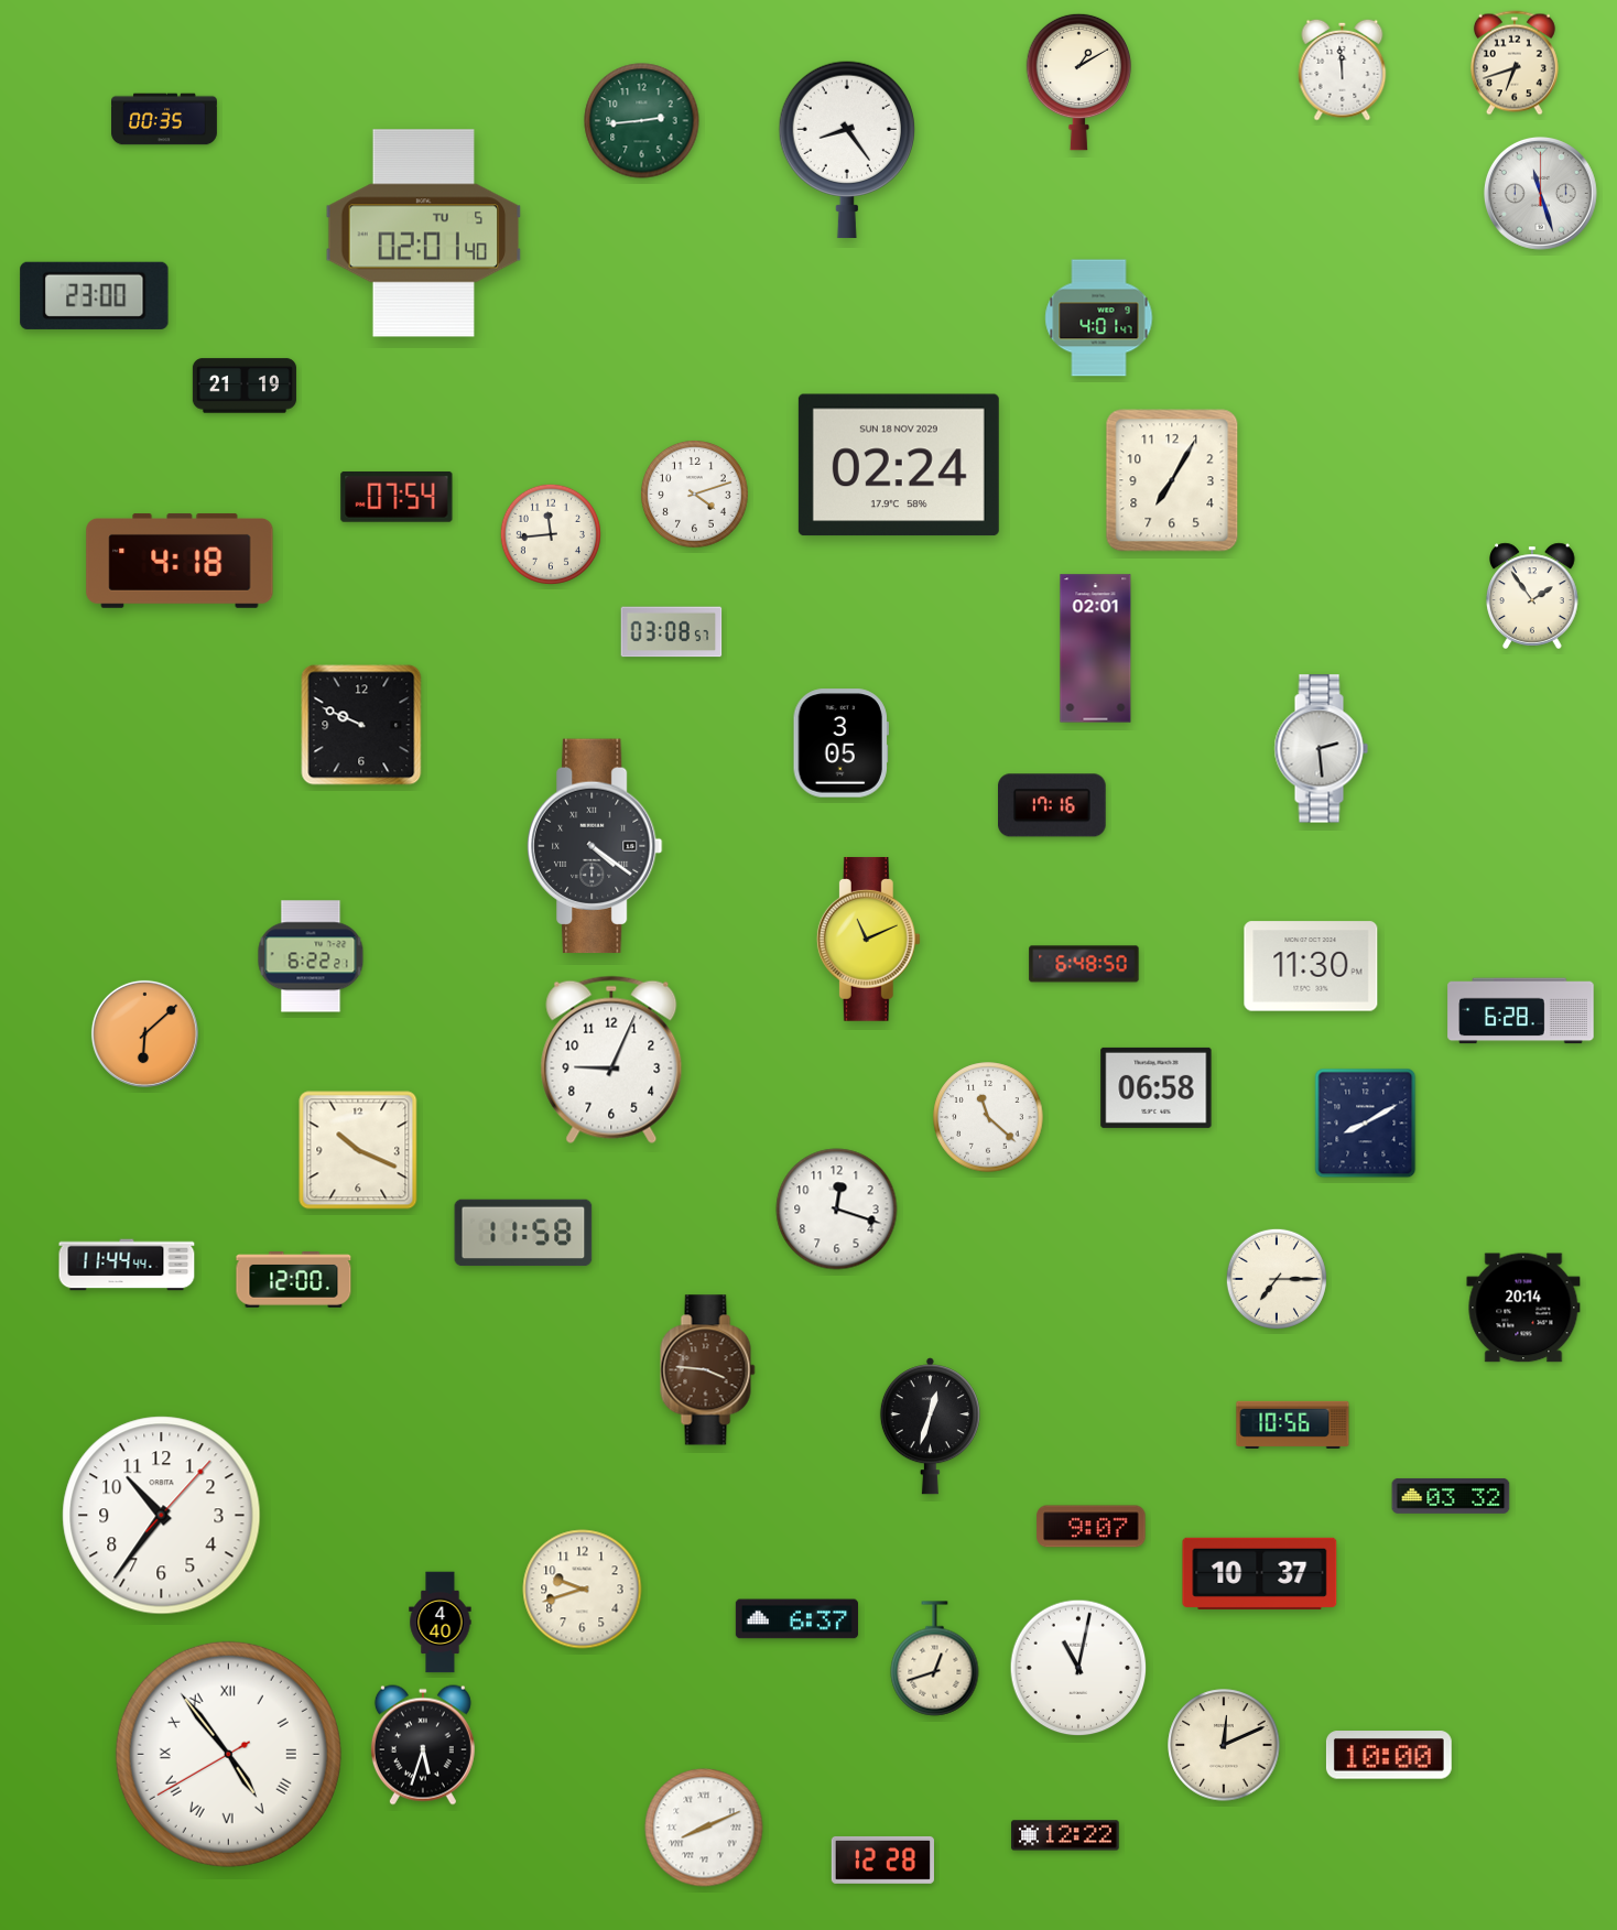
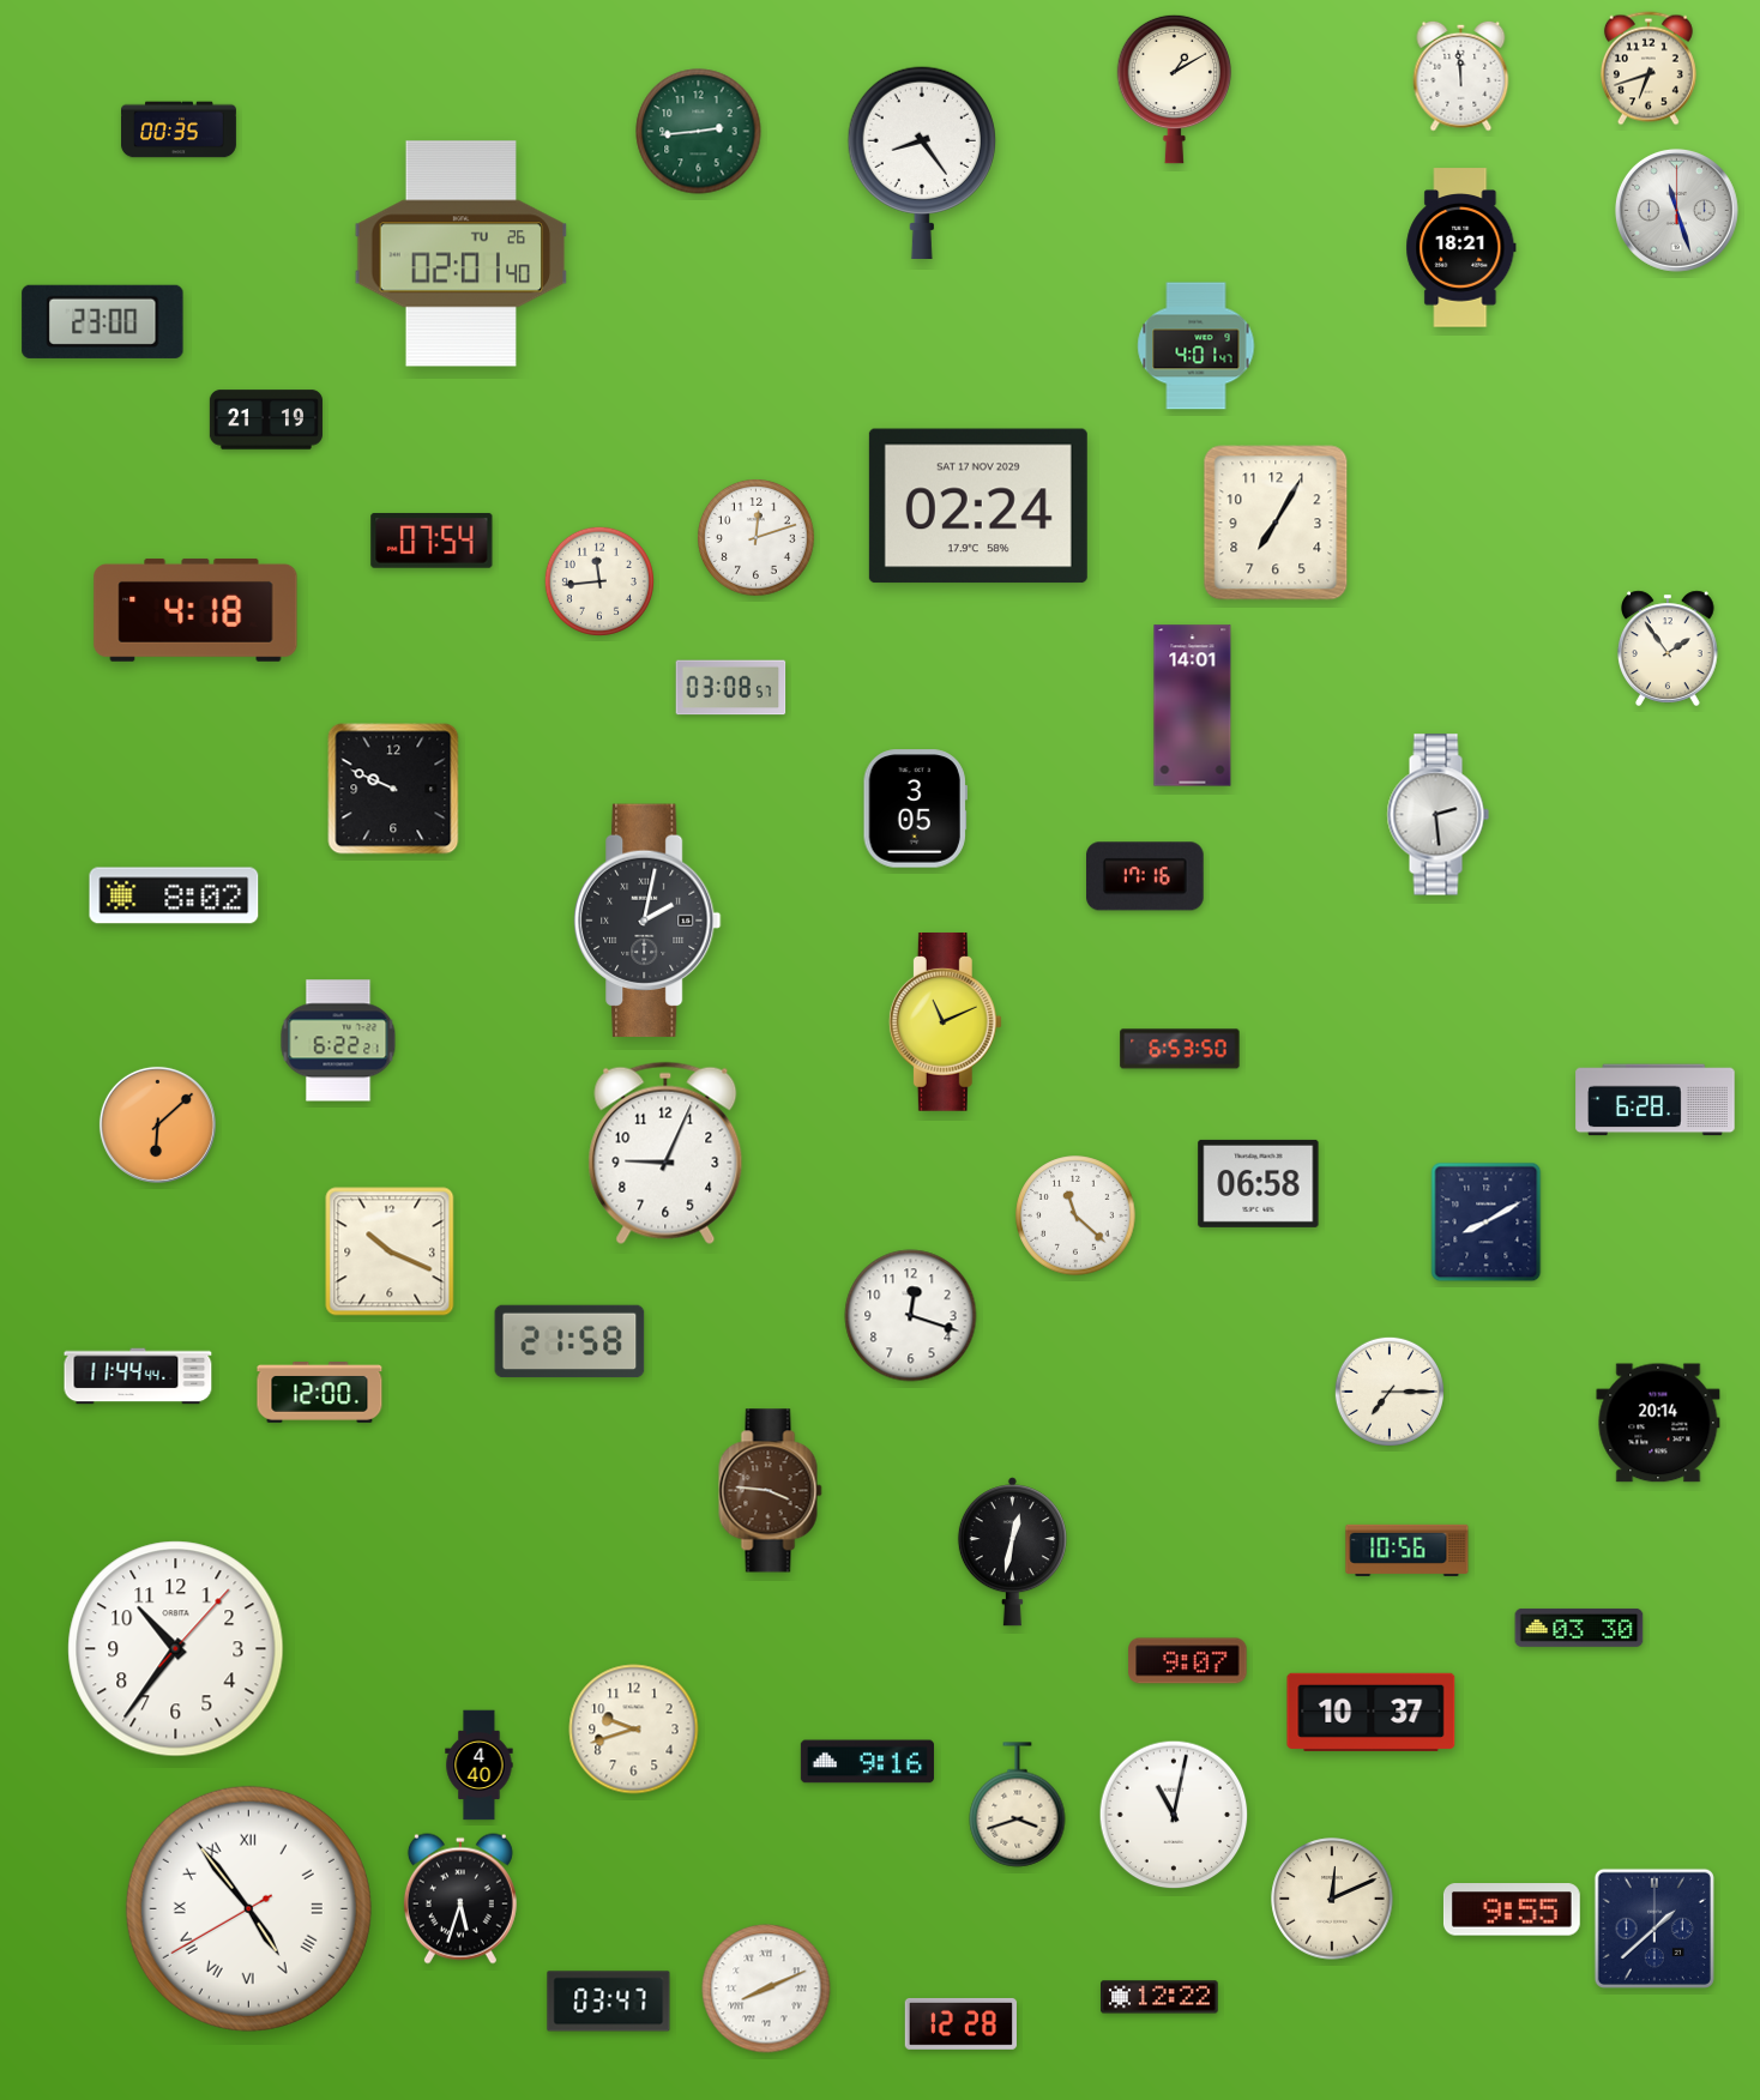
clock at (1461, 248): none -> 18:21
clock at (424, 234) date: TU 5 -> TU 26
clock at (899, 465) date: SUN 18 NOV 2029 -> SAT 17 NOV 2029
clock at (695, 495): 4:12 -> 12:12
clock at (1096, 649): 02:01 -> 14:01
clock at (174, 895): none -> 8:02
clock at (596, 846): 4:21 -> 2:02
clock at (1084, 964): 6:48 -> 6:53
clock at (1311, 966): 11:30 -> none
clock at (523, 1233): 11:58 -> 21:58
clock at (930, 1427): 12:33 -> 12:32
clock at (1451, 1496): 03:32 -> 03:30
clock at (796, 1619): 6:37 -> 9:16
clock at (935, 1659): 12:42 -> 3:42
clock at (1389, 1755): 10:00 -> 9:55
clock at (1654, 1929): none -> 1:38
clock at (609, 2002): none -> 03:47
